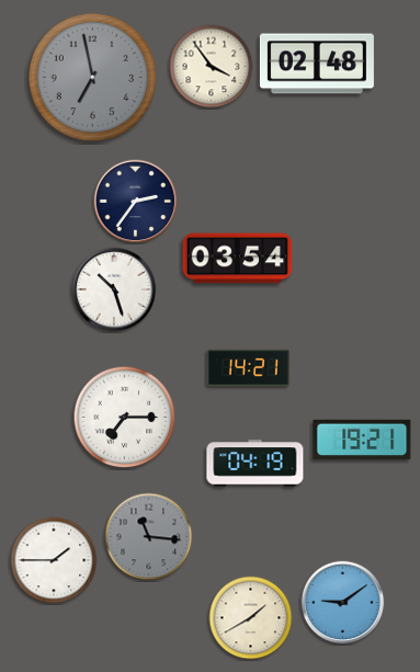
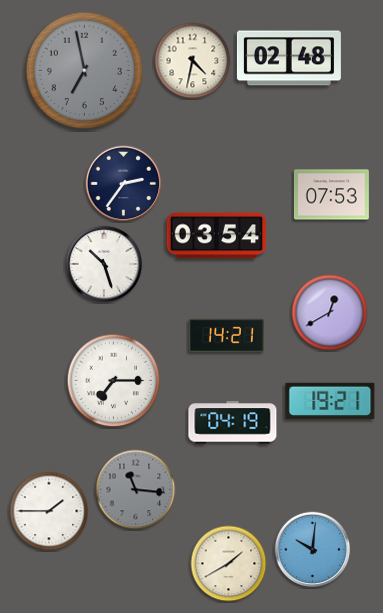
clock at (212, 67): 3:54 -> 4:32
clock at (331, 195): none -> 07:53
clock at (330, 313): none -> 12:40
clock at (343, 603): 9:09 -> 10:01
